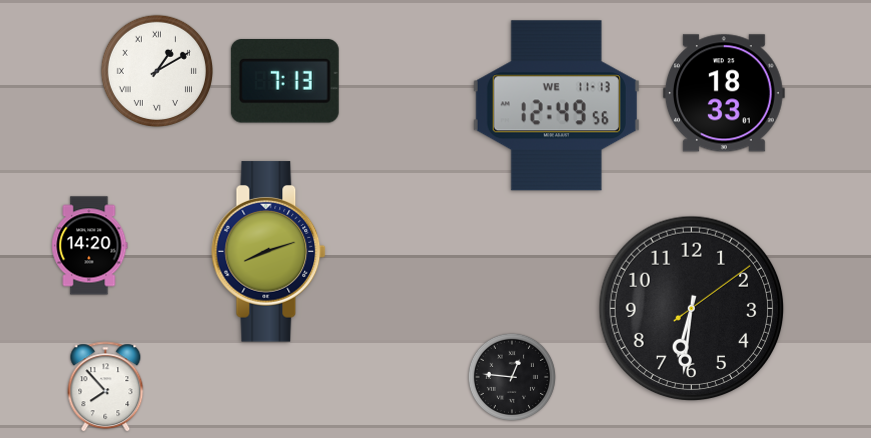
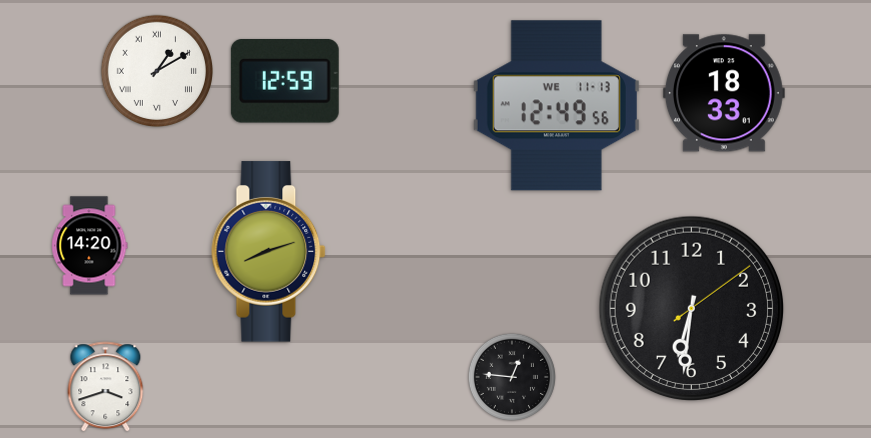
clock at (285, 82): 7:13 -> 12:59
clock at (106, 387): 7:53 -> 3:42
